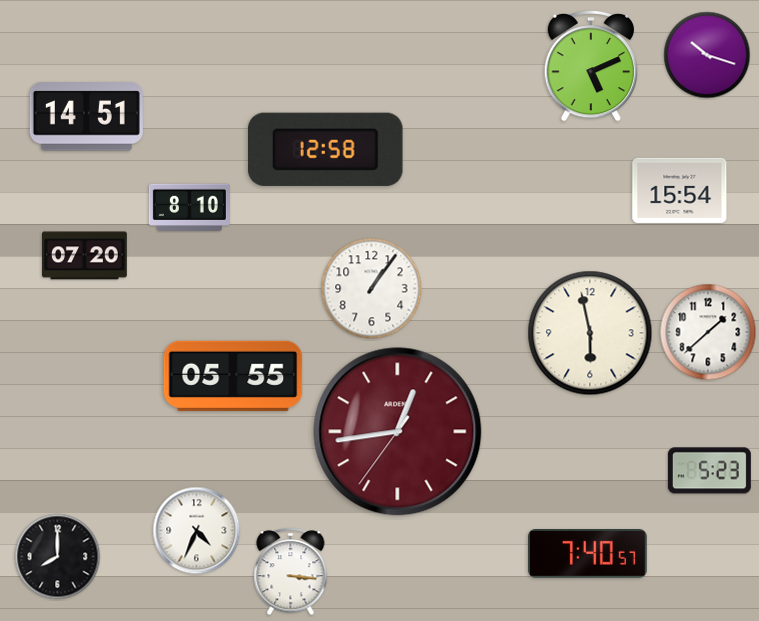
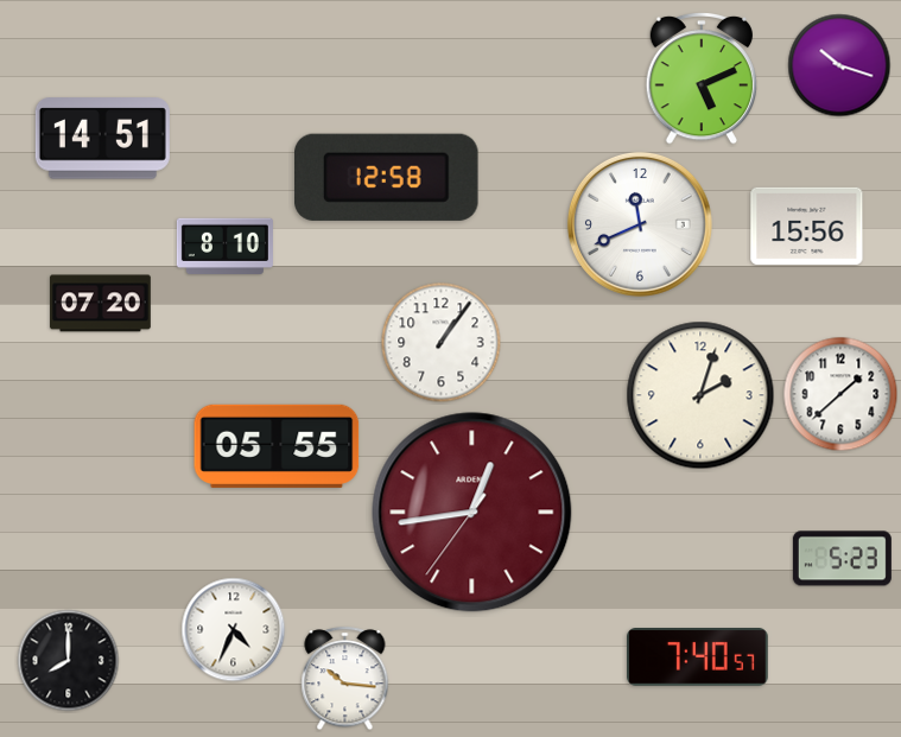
clock at (640, 224): none -> 11:41
clock at (680, 190): 15:54 -> 15:56
clock at (590, 333): 5:58 -> 2:03
clock at (291, 572): 3:16 -> 10:16
